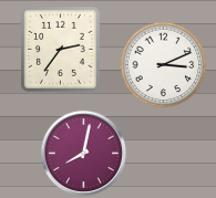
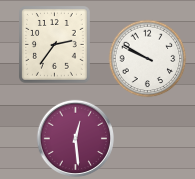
clock at (163, 64): 3:11 -> 9:50
clock at (83, 153): 8:02 -> 12:29
